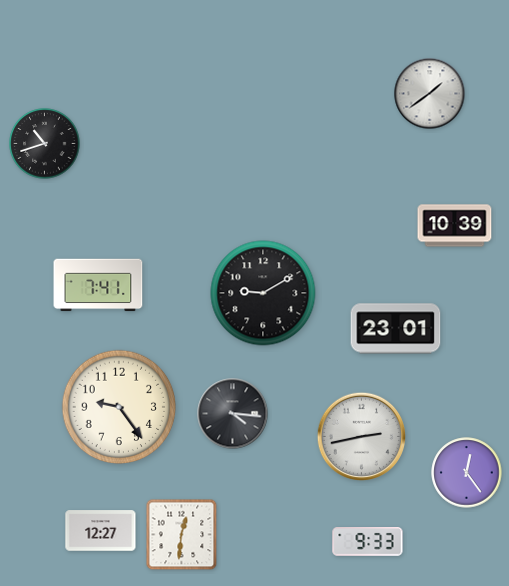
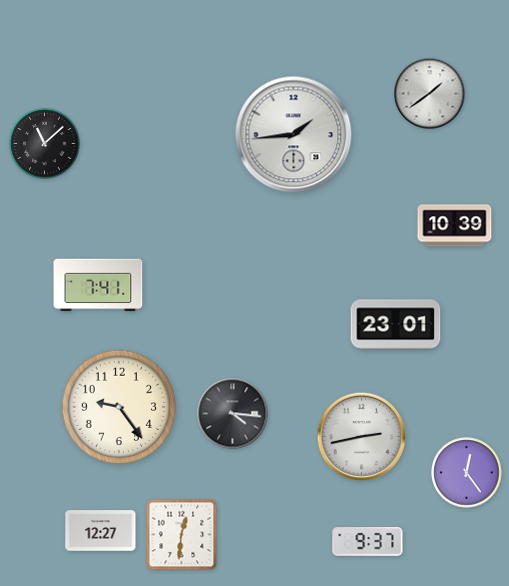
clock at (294, 135): none -> 1:44
clock at (45, 144): 10:42 -> 11:08
clock at (263, 293): 9:10 -> none
clock at (396, 329) position: (396, 329) -> (396, 325)
clock at (368, 542): 9:33 -> 9:37
